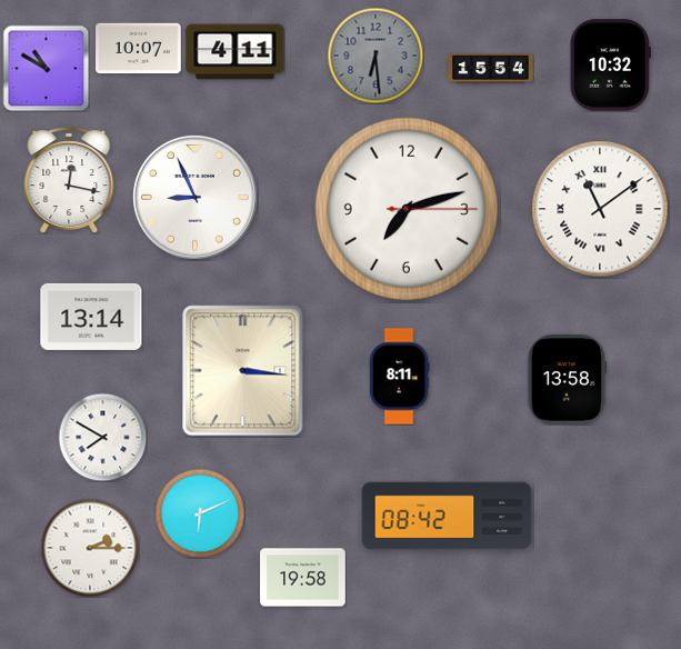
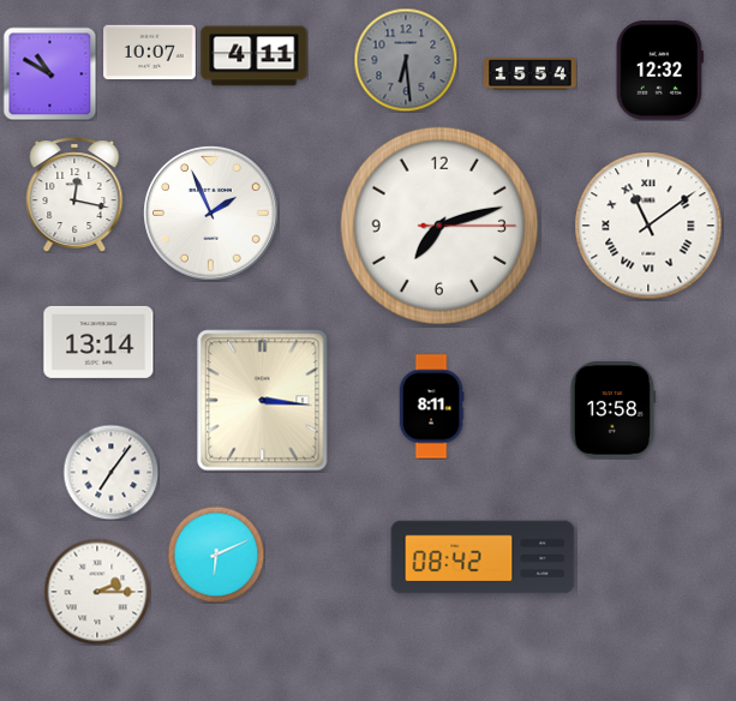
clock at (610, 66): 10:32 -> 12:32
clock at (196, 198): 8:56 -> 1:56
clock at (102, 437): 7:50 -> 7:06
clock at (303, 578): 19:58 -> none
